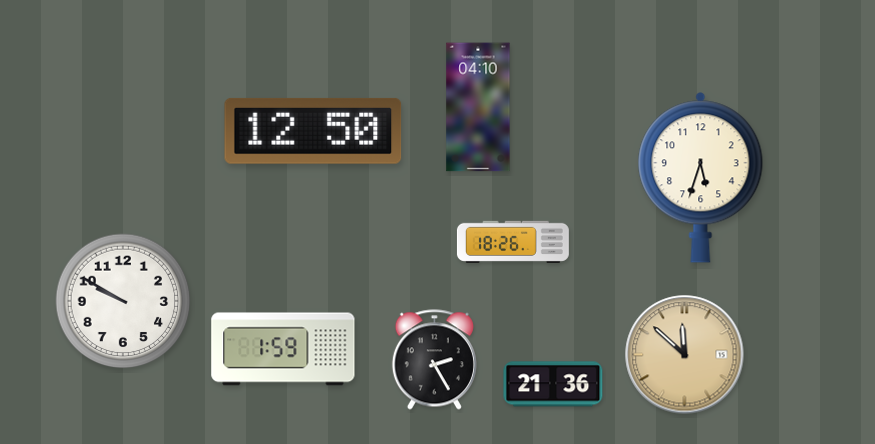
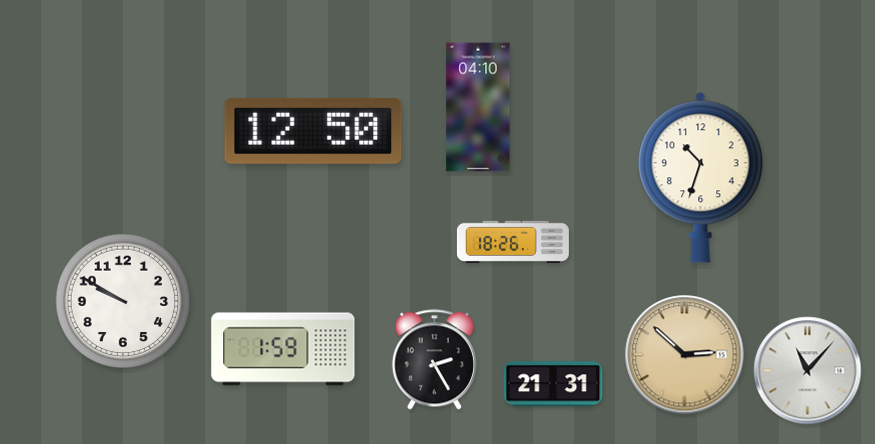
clock at (701, 178): 5:33 -> 10:33
clock at (685, 355): 11:52 -> 2:52
clock at (808, 371): none -> 11:07
clock at (553, 384): 21:36 -> 21:31
